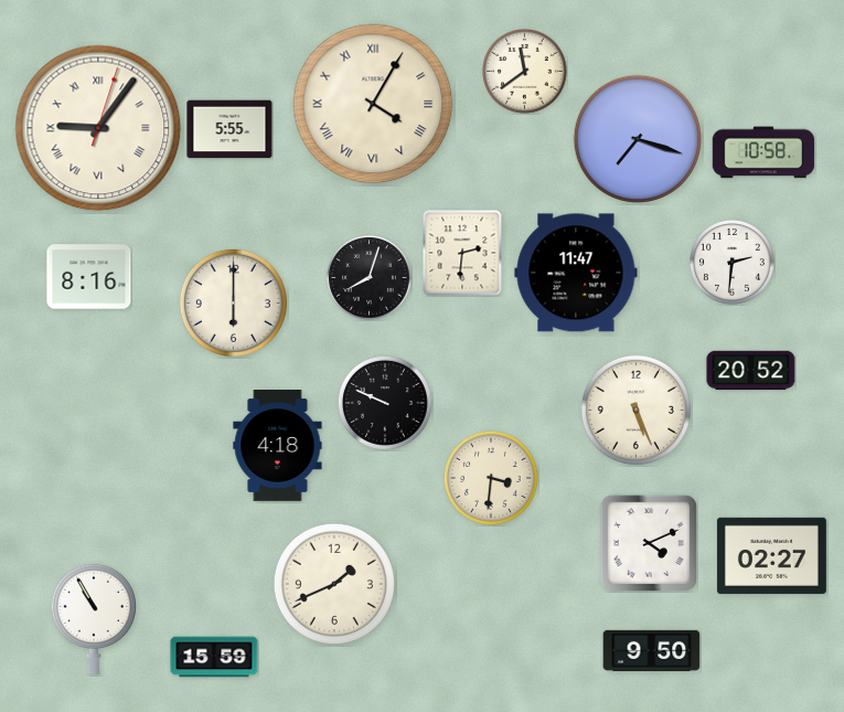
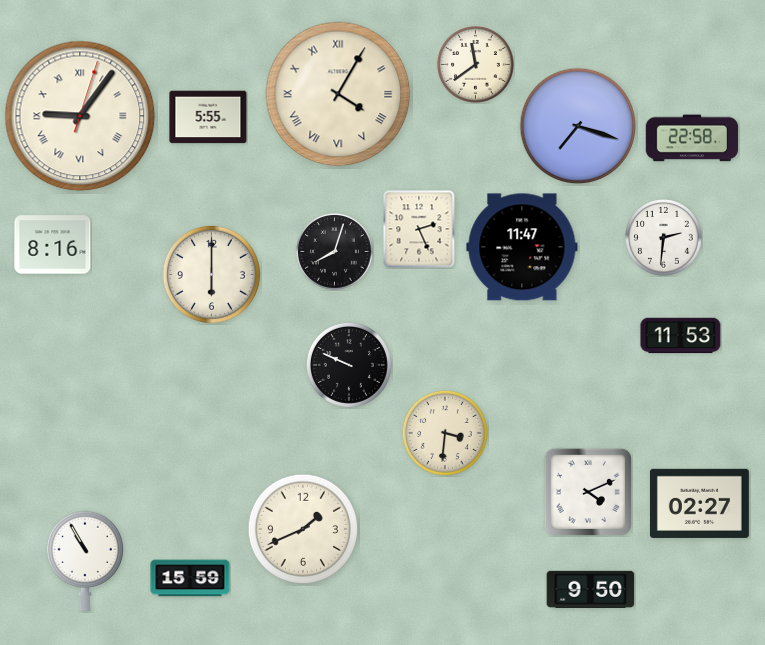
clock at (98, 128) position: (98, 128) -> (80, 116)
clock at (763, 152): 10:58 -> 22:58
clock at (462, 253): 2:31 -> 2:26
clock at (89, 277) position: (89, 277) -> (53, 245)
clock at (751, 371): 20:52 -> 11:53
clock at (635, 410): 5:26 -> none
clock at (278, 446): 4:18 -> none
clock at (214, 657) position: (214, 657) -> (190, 578)
